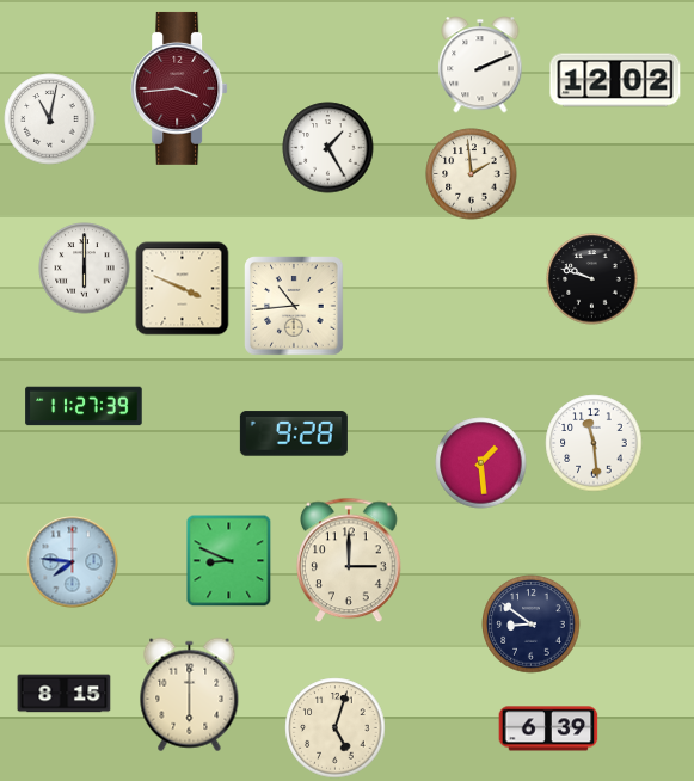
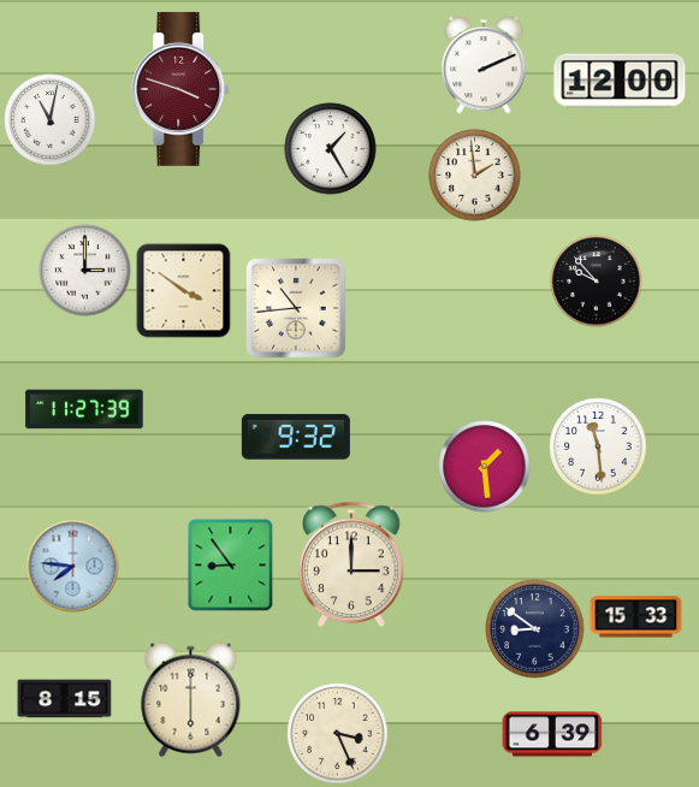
clock at (615, 80): 12:02 -> 12:00
clock at (179, 88): 3:44 -> 3:48
clock at (85, 269): 6:00 -> 3:00
clock at (592, 279): 9:48 -> 9:53
clock at (183, 289): 3:49 -> 3:51
clock at (294, 433): 9:28 -> 9:32
clock at (229, 560): 8:49 -> 8:54
clock at (636, 617): none -> 15:33
clock at (336, 728): 5:03 -> 3:26
